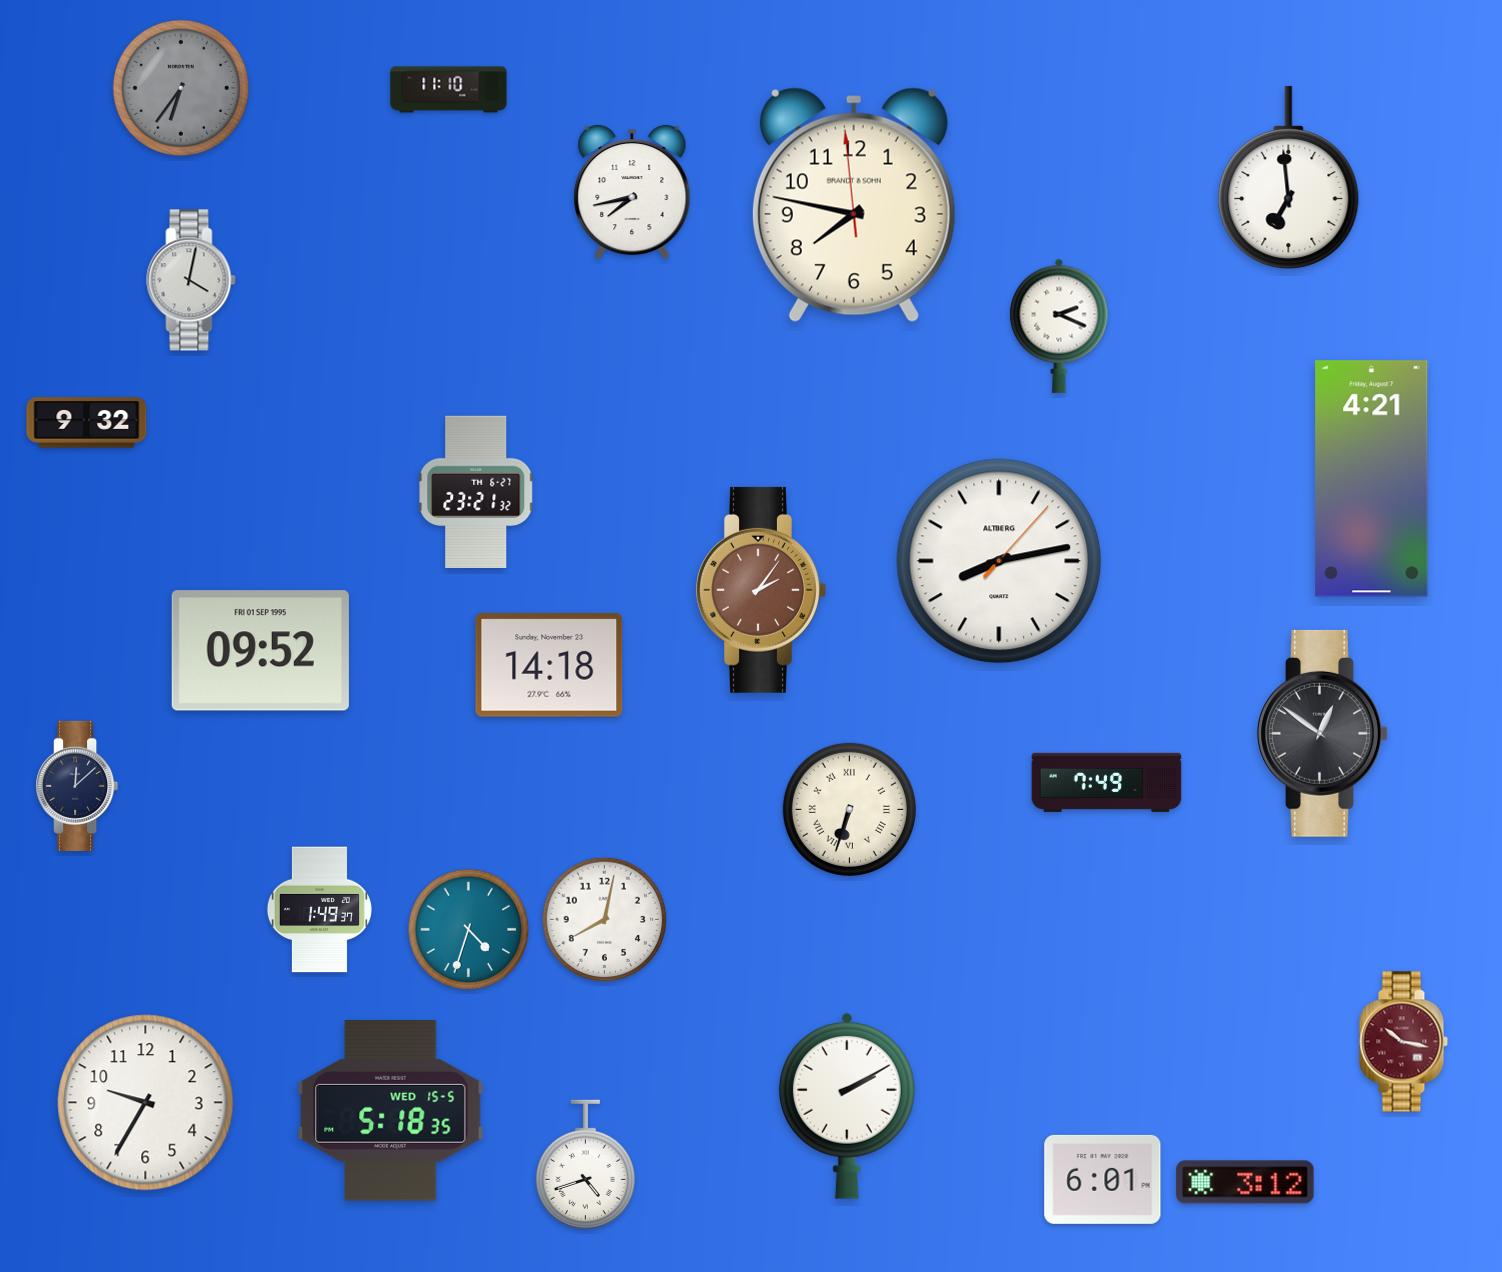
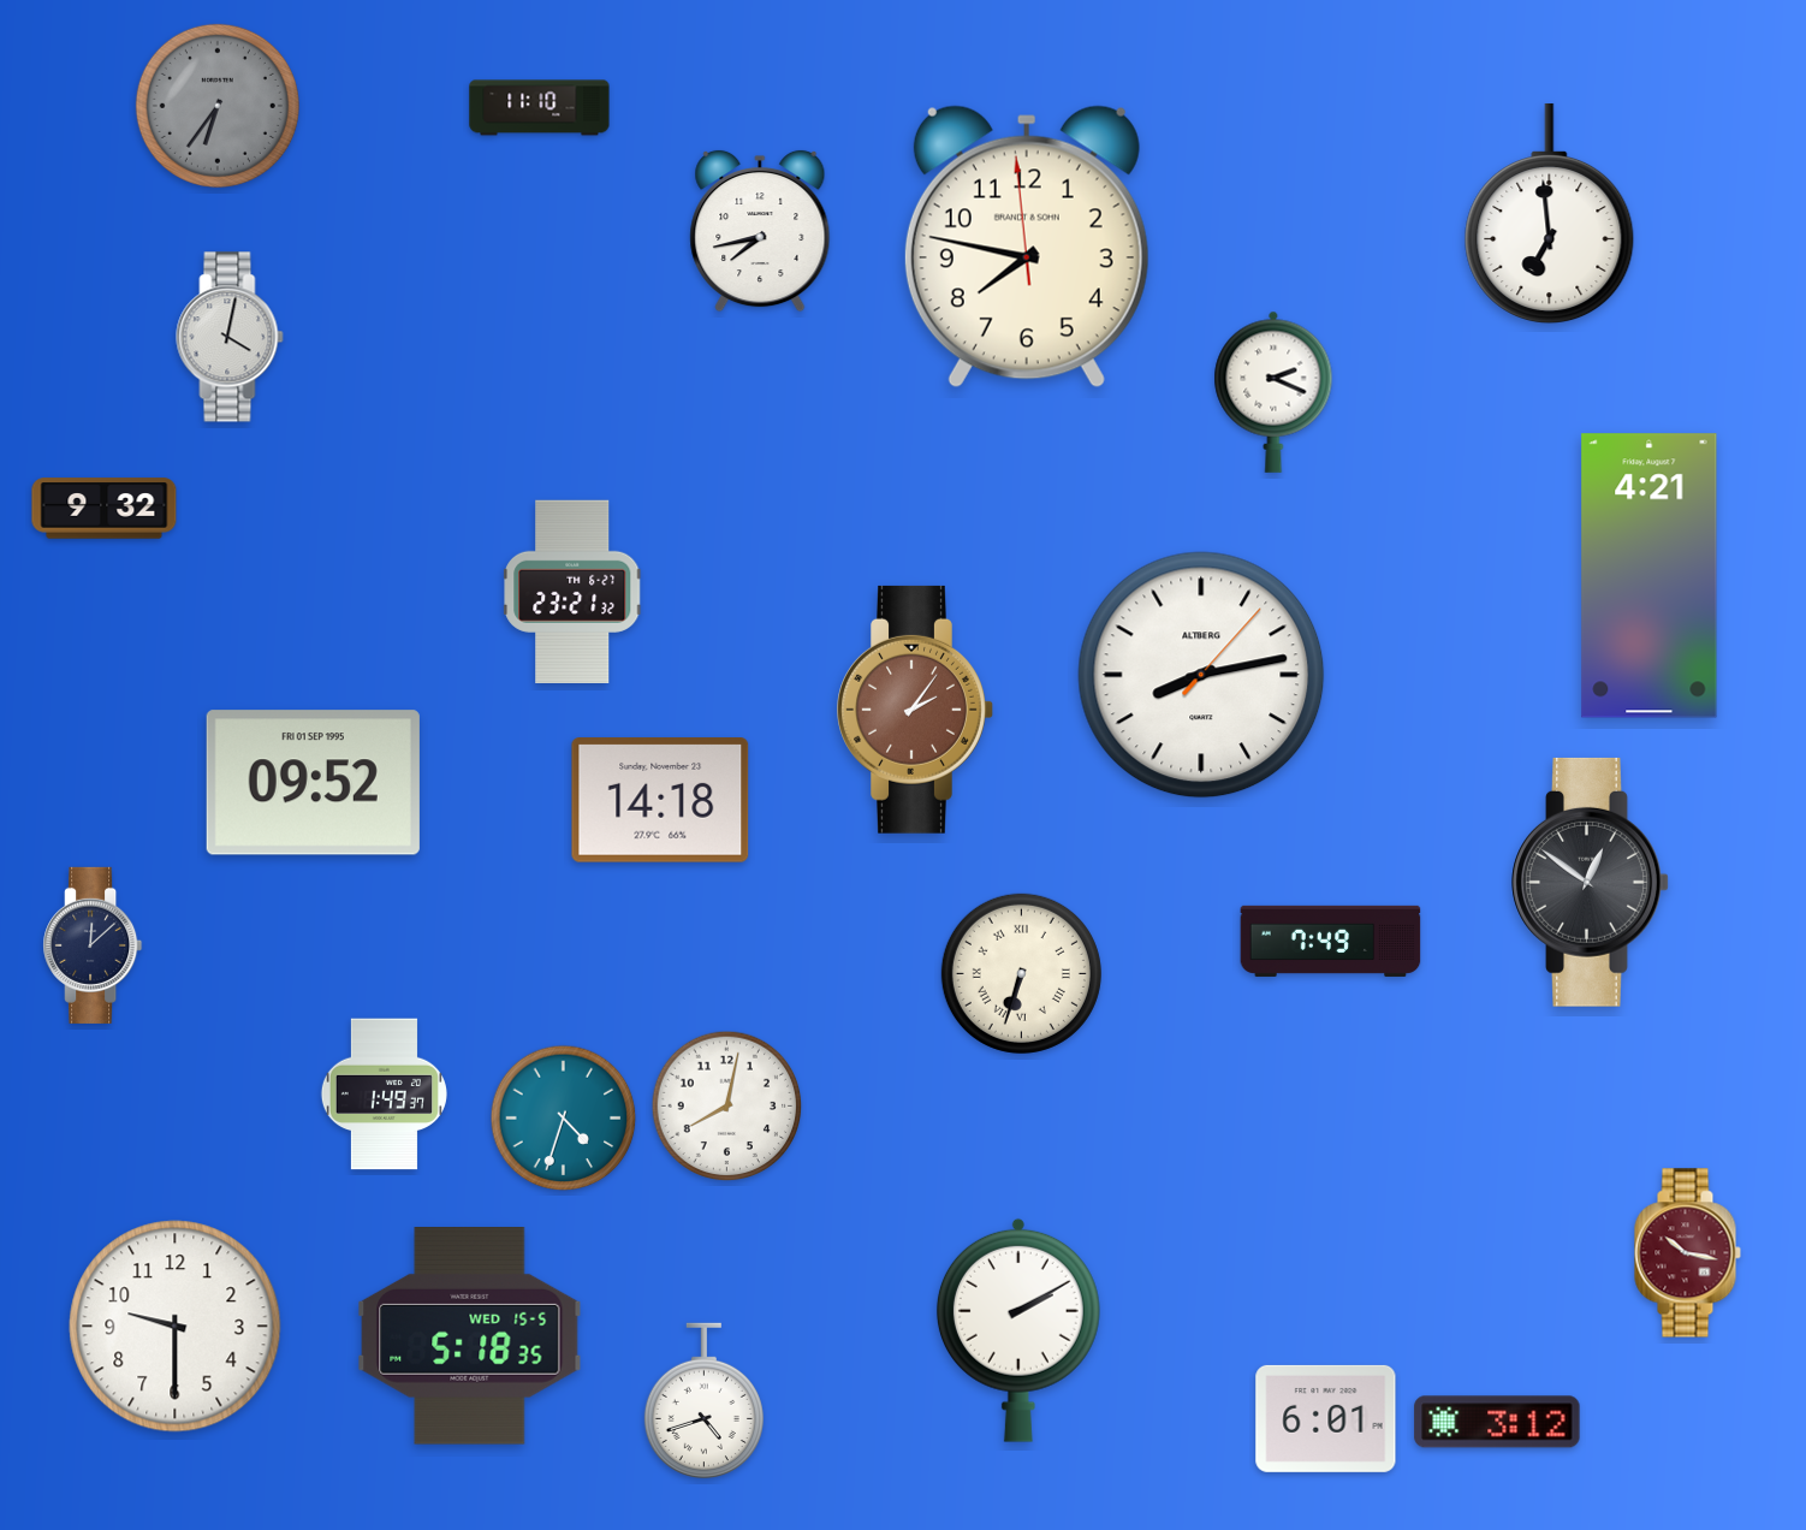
clock at (146, 1103): 9:35 -> 9:30
